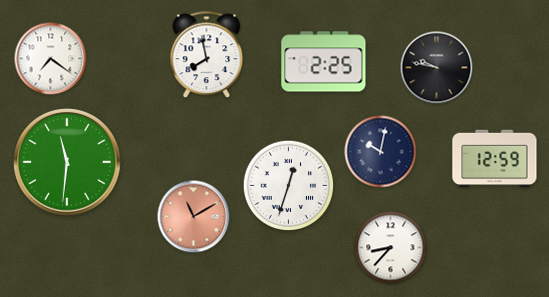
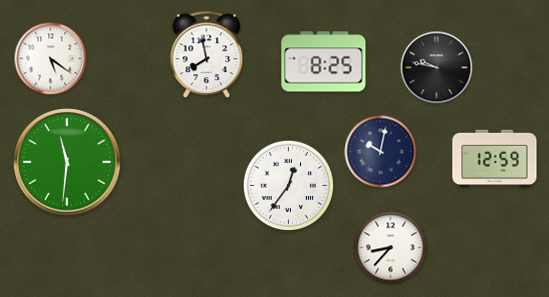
clock at (51, 59): 7:21 -> 5:21
clock at (324, 62): 2:25 -> 8:25
clock at (288, 185): 12:33 -> 12:36
clock at (194, 217): 11:10 -> none
